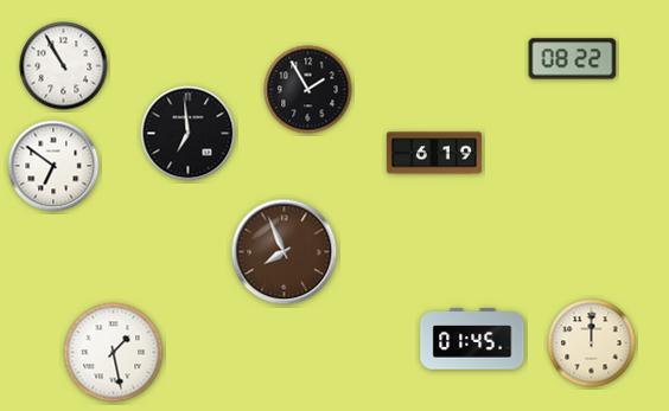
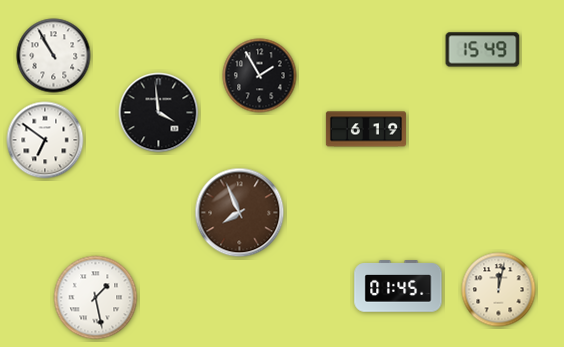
clock at (573, 59): 08:22 -> 15:49
clock at (189, 134): 6:59 -> 3:59
clock at (592, 343): 12:00 -> 12:02
